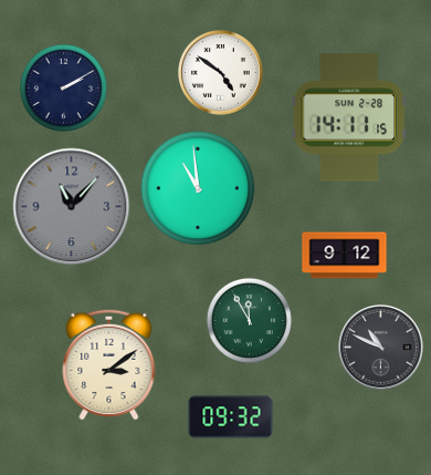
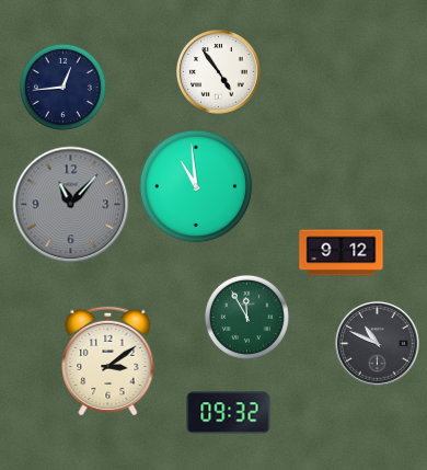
clock at (221, 73): 4:51 -> 4:54
clock at (63, 87): 2:10 -> 12:44
clock at (349, 117): 14:11 -> none
